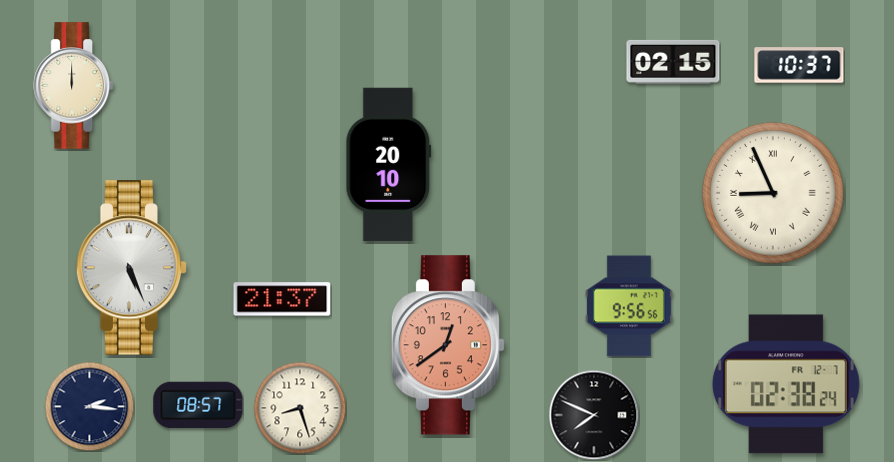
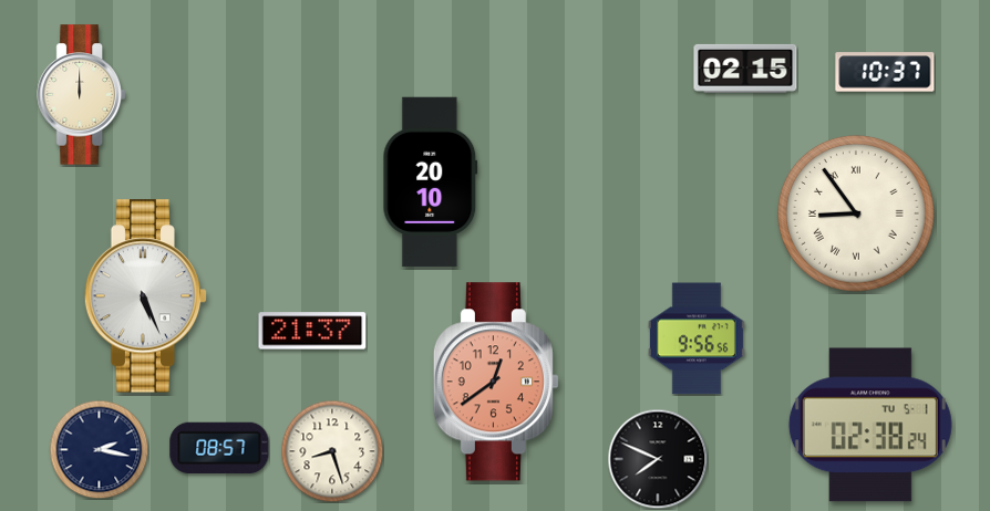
clock at (774, 194): 8:56 -> 8:54
clock at (786, 384) date: FR 12-7 -> TU 5-1
clock at (89, 406): 2:16 -> 2:17
